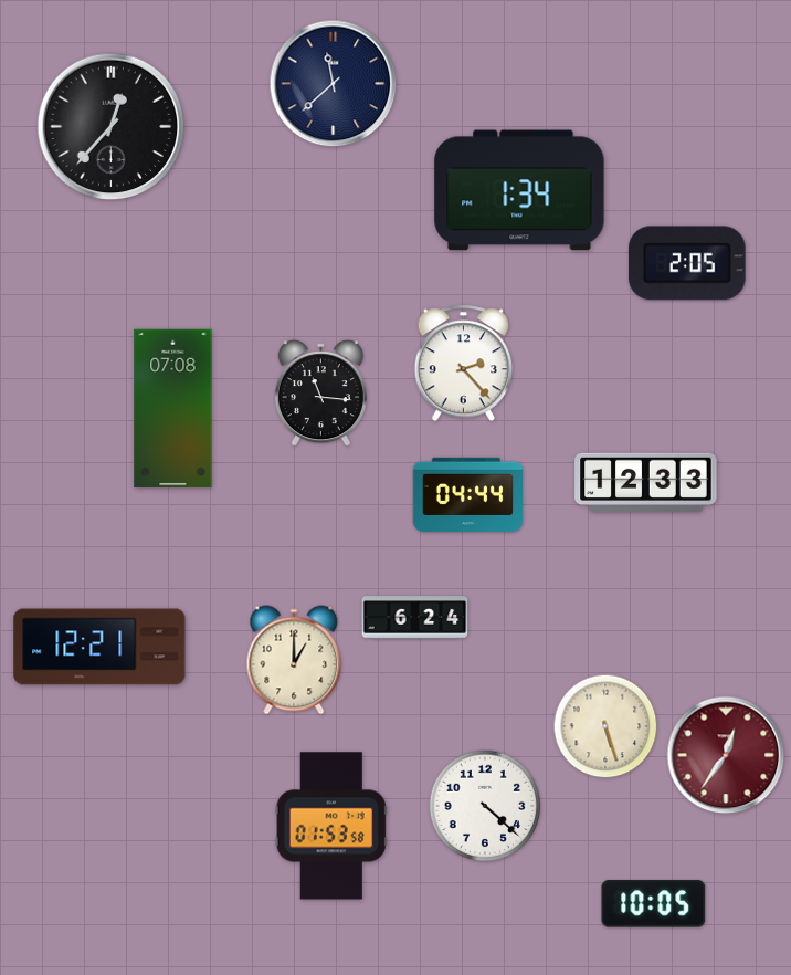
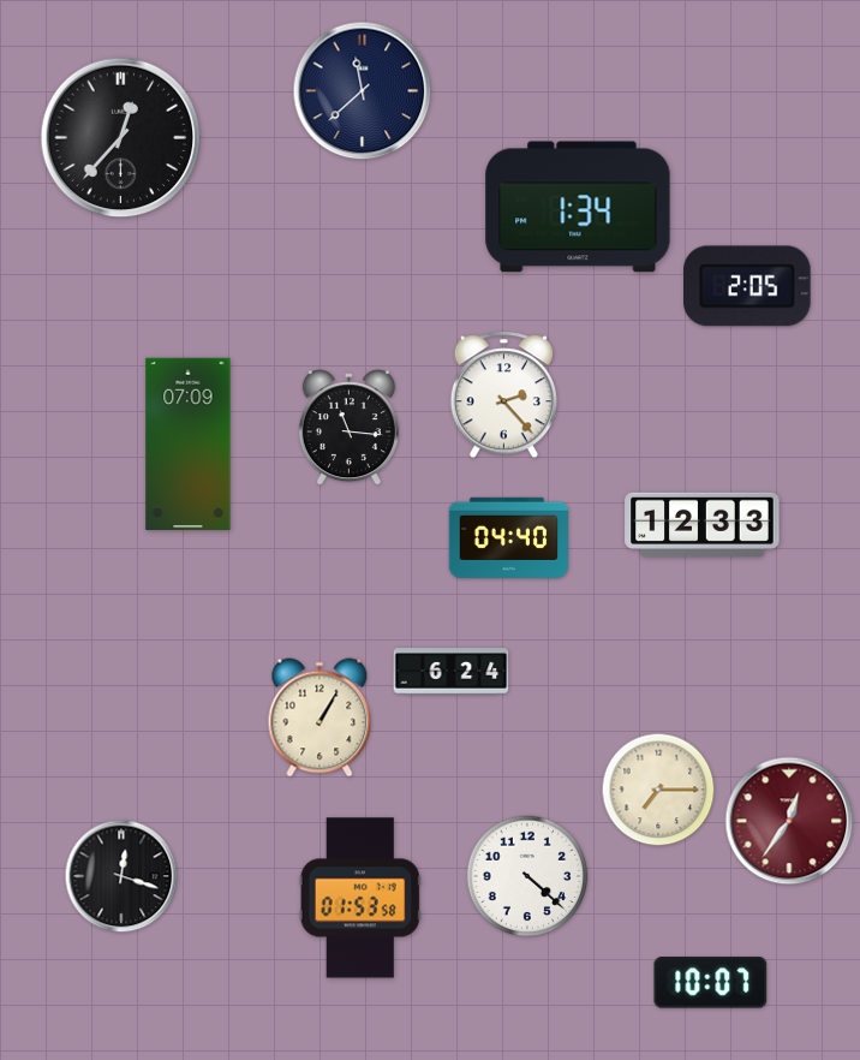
clock at (519, 190) position: (519, 190) -> (578, 207)
clock at (173, 409): 07:08 -> 07:09
clock at (467, 494): 04:44 -> 04:40
clock at (99, 647): 12:21 -> none
clock at (294, 660): 1:00 -> 1:05
clock at (605, 726): 5:27 -> 7:15
clock at (121, 876): none -> 12:18
clock at (654, 904): 10:05 -> 10:07
